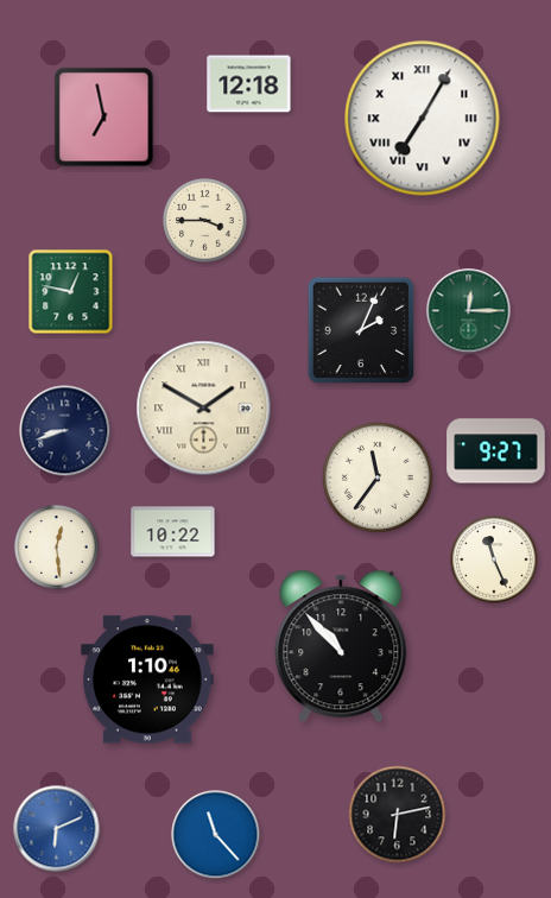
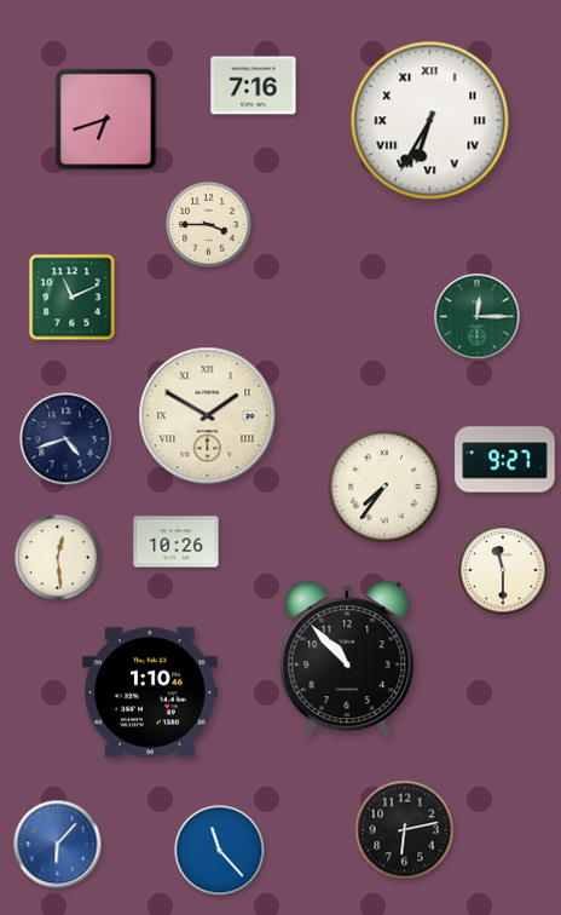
clock at (249, 84): 12:18 -> 7:16
clock at (104, 118): 6:58 -> 6:42
clock at (423, 119): 7:05 -> 6:35
clock at (71, 292): 12:47 -> 11:11
clock at (361, 330): 2:04 -> none
clock at (65, 431): 8:42 -> 4:42
clock at (378, 478): 11:36 -> 7:36
clock at (173, 532): 10:22 -> 10:26
clock at (494, 559): 11:26 -> 11:30
clock at (57, 829): 6:11 -> 6:07
